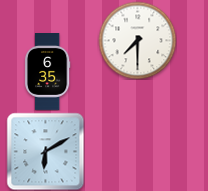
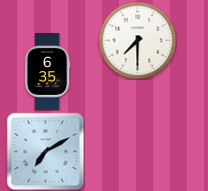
clock at (45, 151): 6:10 -> 7:10
